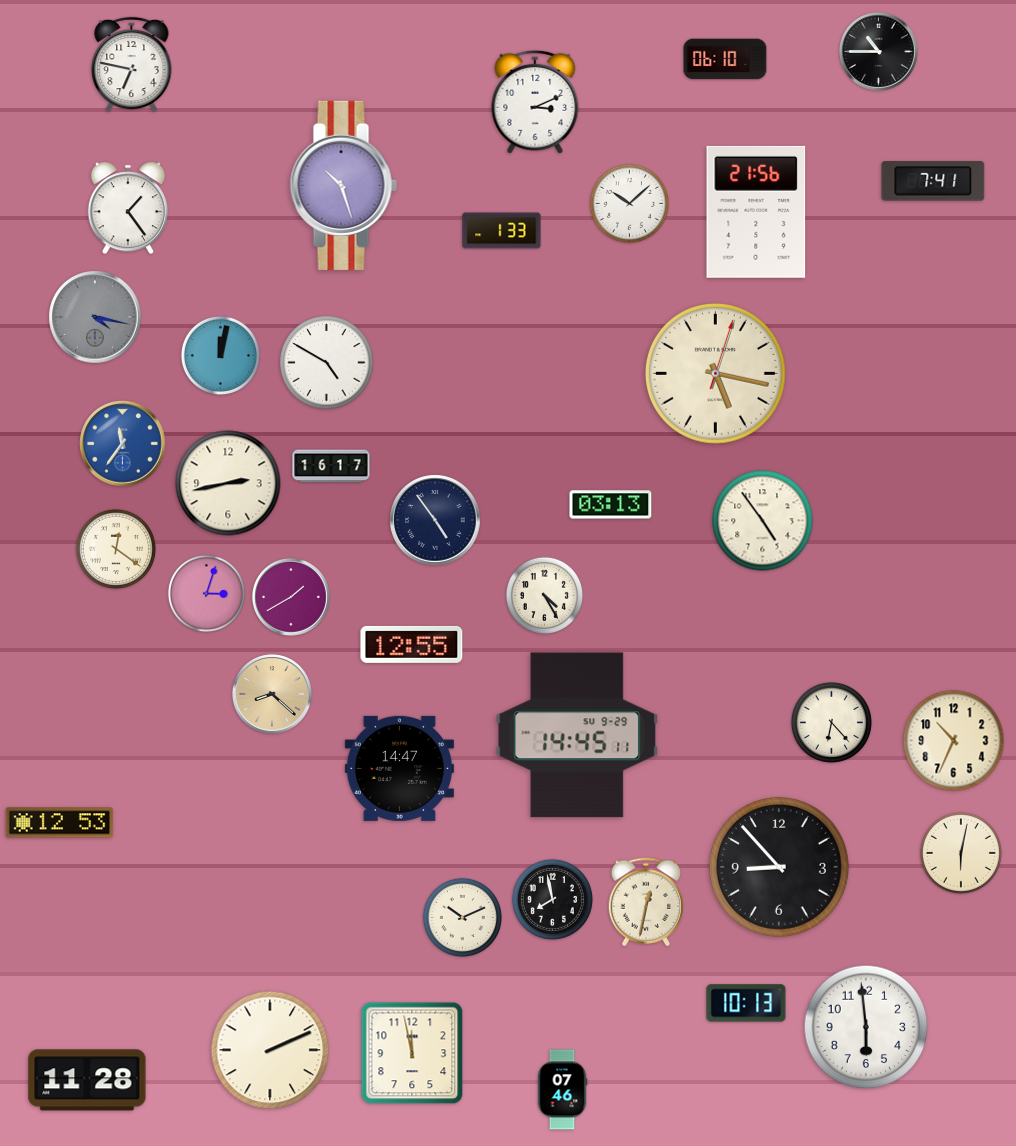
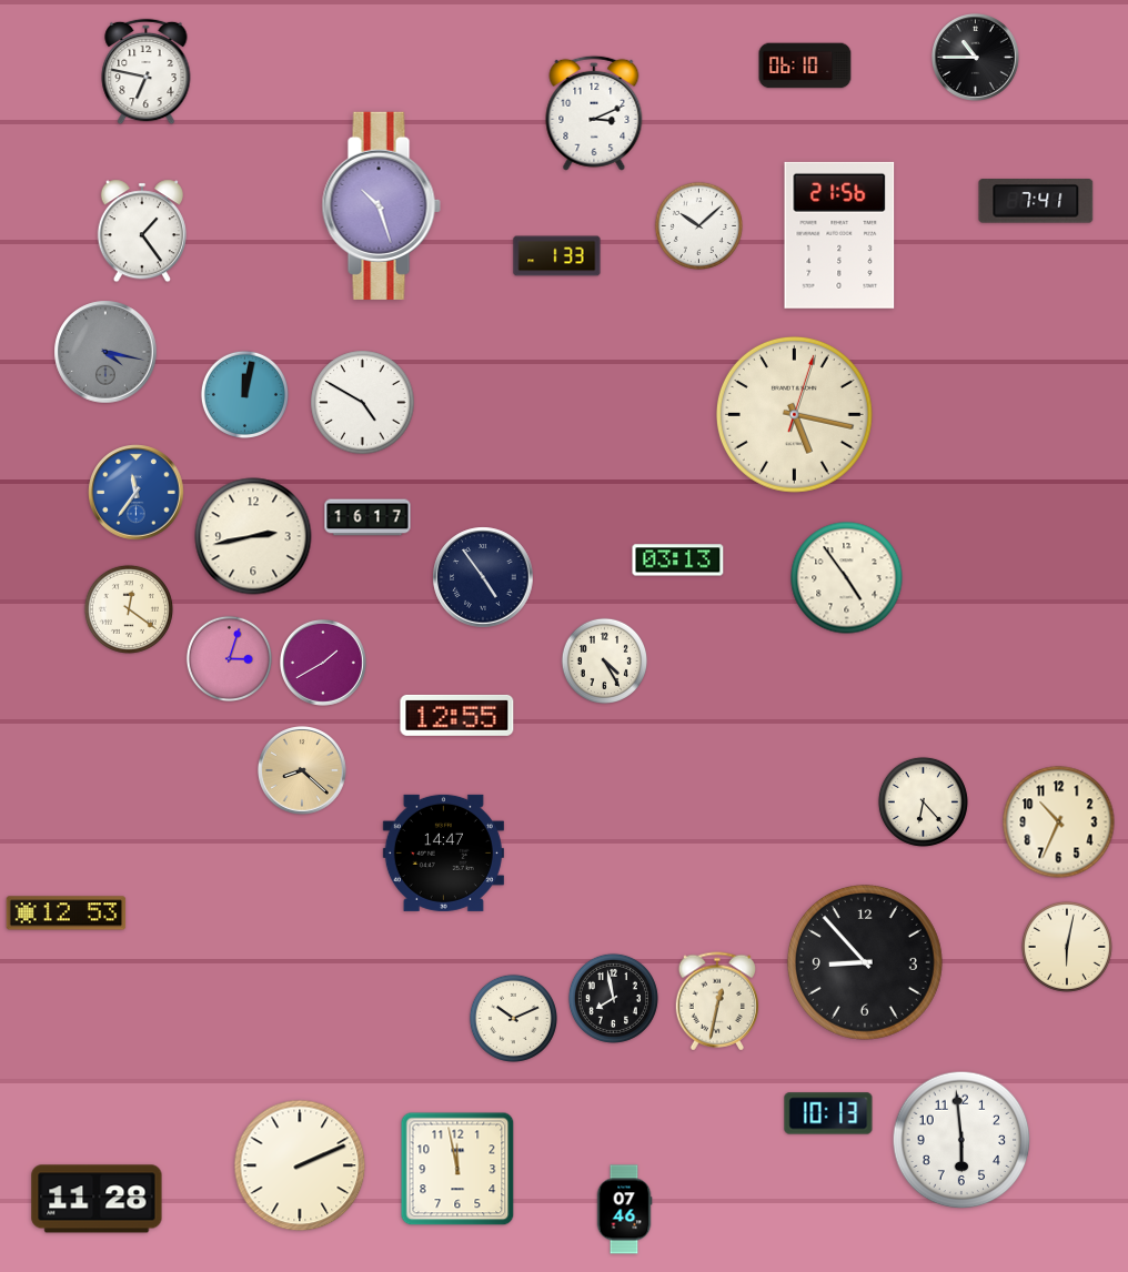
clock at (577, 735): 14:45 -> none
